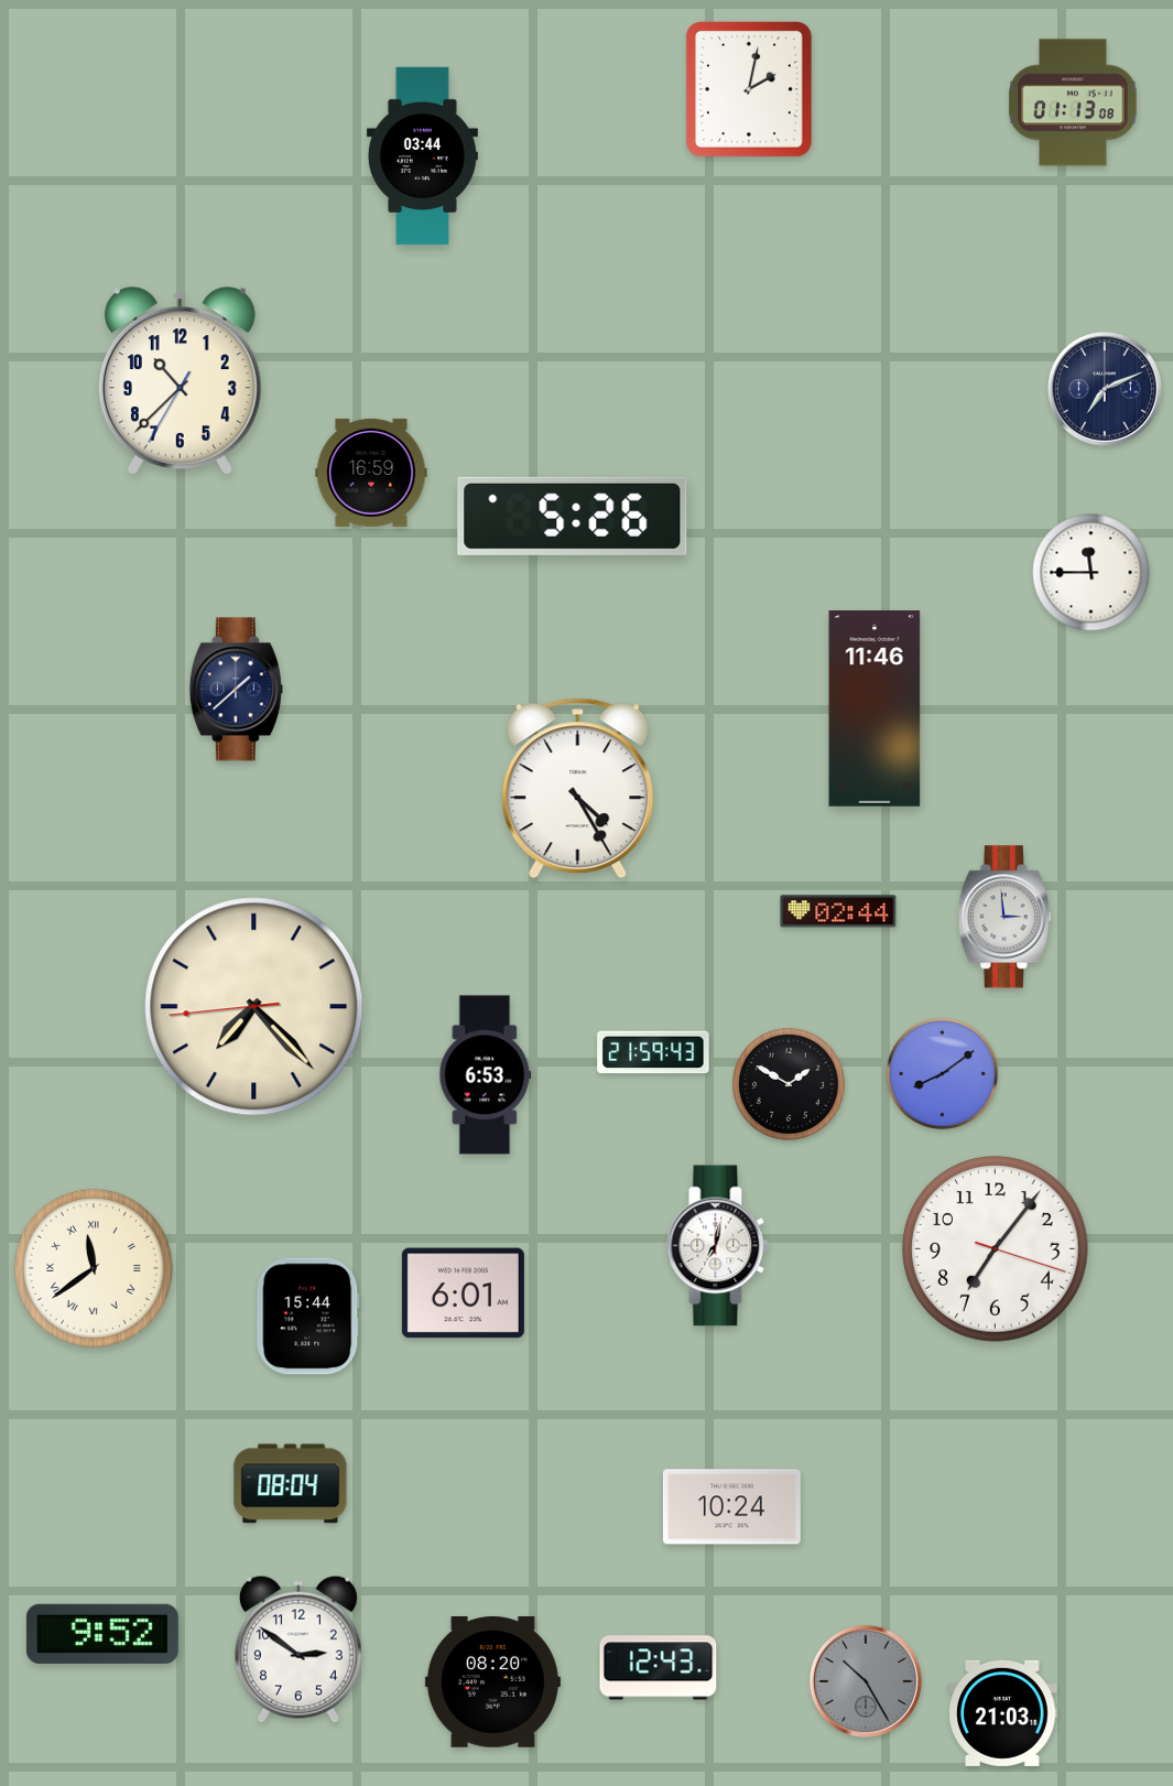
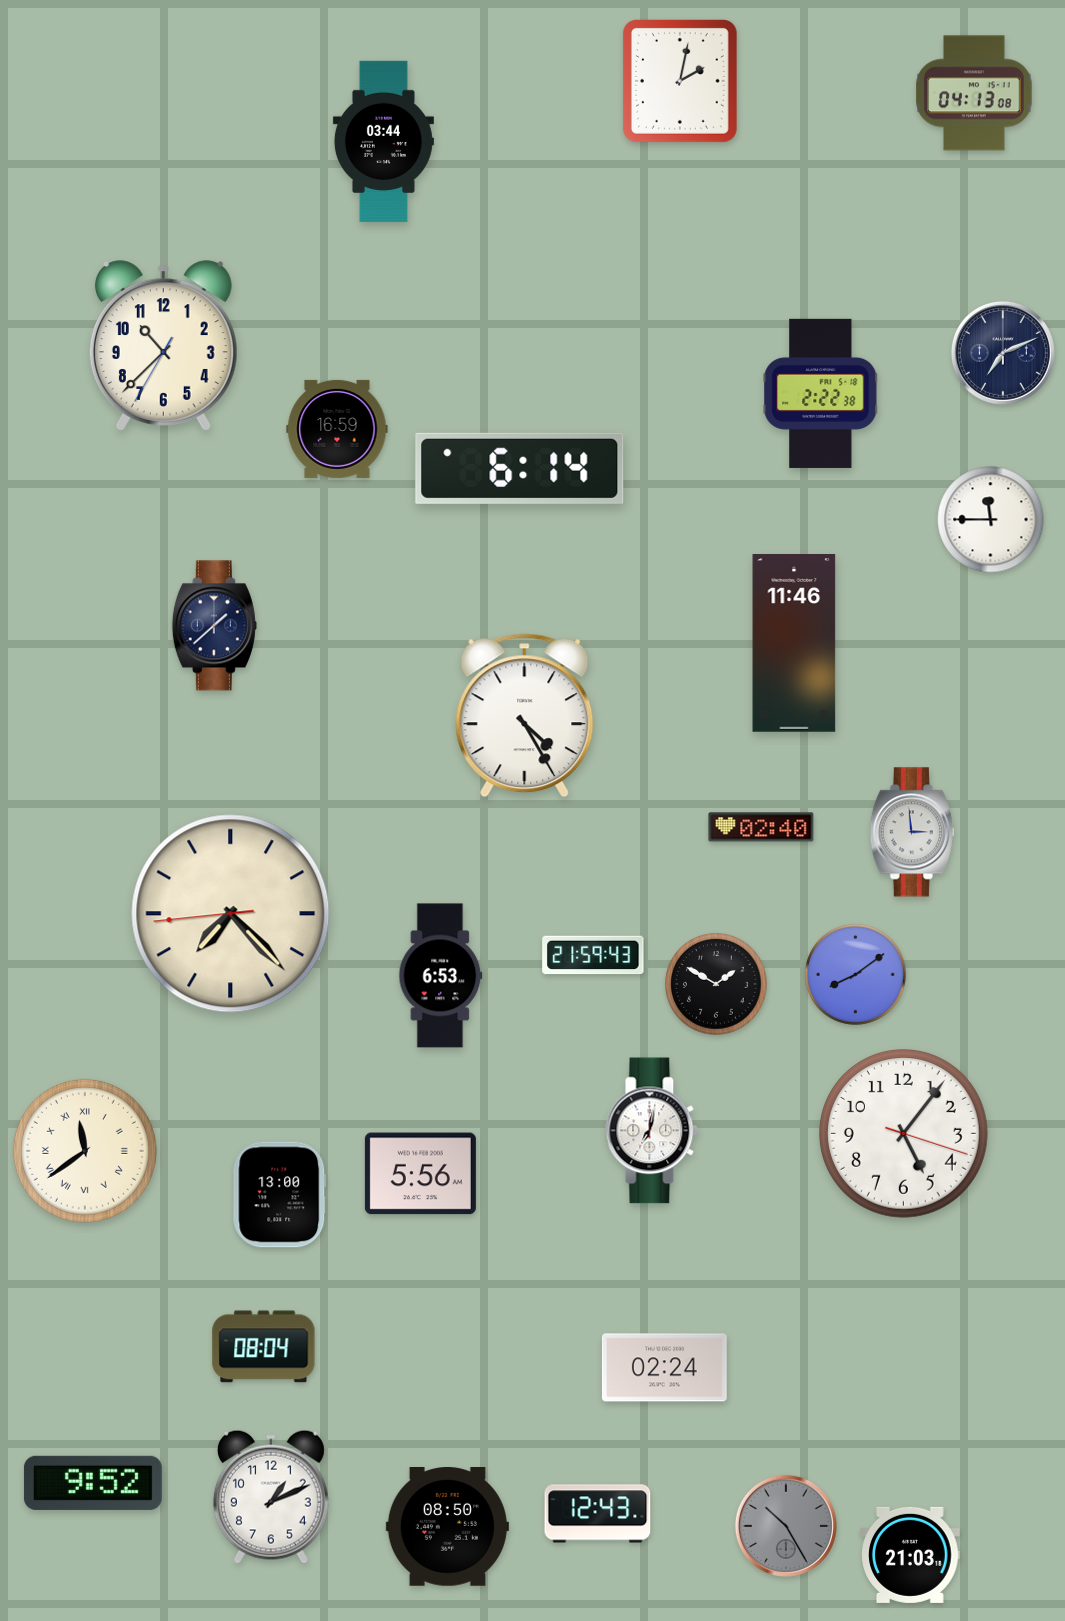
clock at (1073, 102): 01:13 -> 04:13
clock at (821, 393): none -> 2:22
clock at (573, 516): 5:26 -> 6:14
clock at (838, 911): 02:44 -> 02:40
clock at (996, 1249): 7:06 -> 5:06
clock at (463, 1294): 6:01 -> 5:56
clock at (308, 1317): 15:44 -> 13:00
clock at (731, 1507): 10:24 -> 02:24
clock at (298, 1649): 2:51 -> 1:11
clock at (492, 1682): 08:20 -> 08:50
